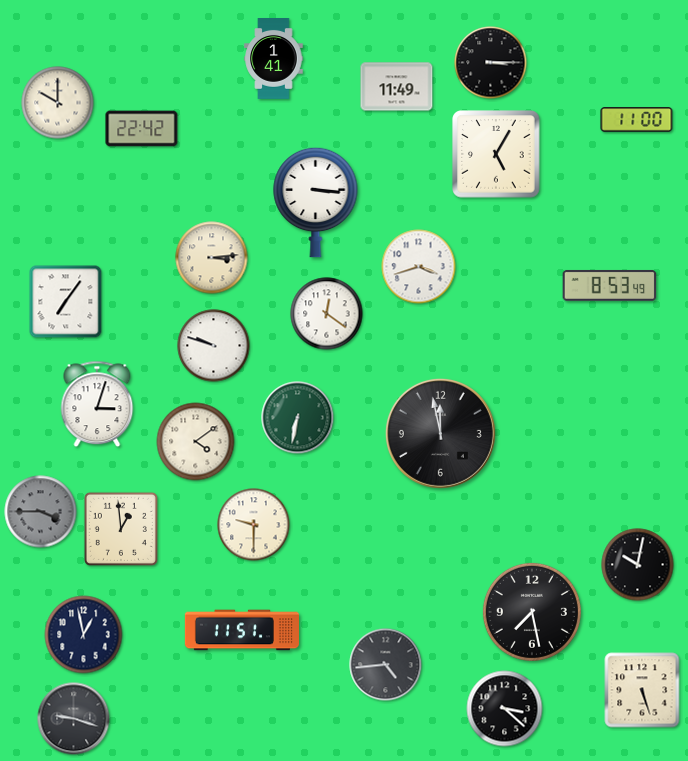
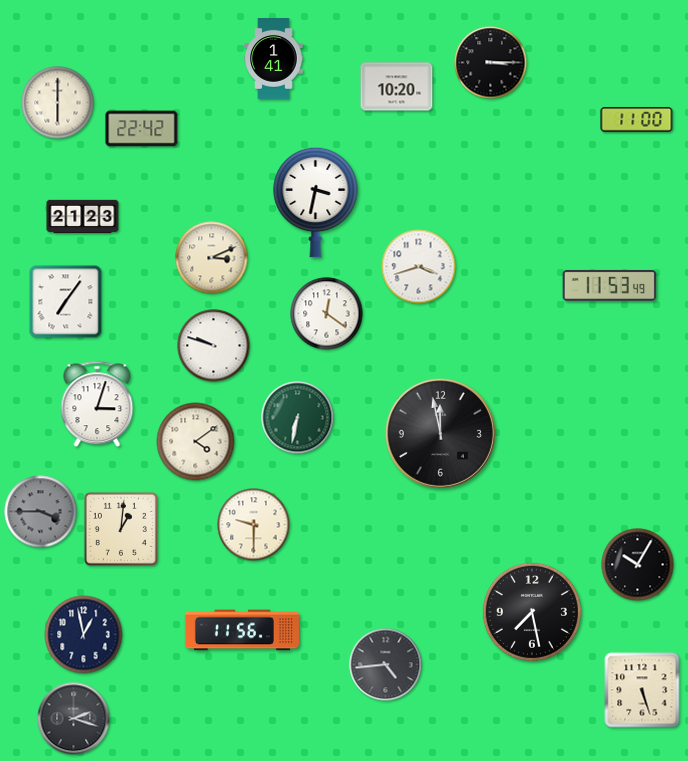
clock at (397, 87): 11:49 -> 10:20
clock at (58, 103): 10:00 -> 6:00
clock at (496, 154): 5:05 -> none
clock at (316, 202): 3:16 -> 3:32
clock at (83, 217): none -> 21:23
clock at (212, 258): 3:14 -> 3:11
clock at (610, 285): 8:53 -> 11:53
clock at (121, 529): 12:59 -> 1:01
clock at (638, 565): 10:02 -> 10:05
clock at (242, 630): 11:51 -> 11:56
clock at (505, 709): 3:22 -> none
clock at (74, 719): 9:18 -> 2:18
